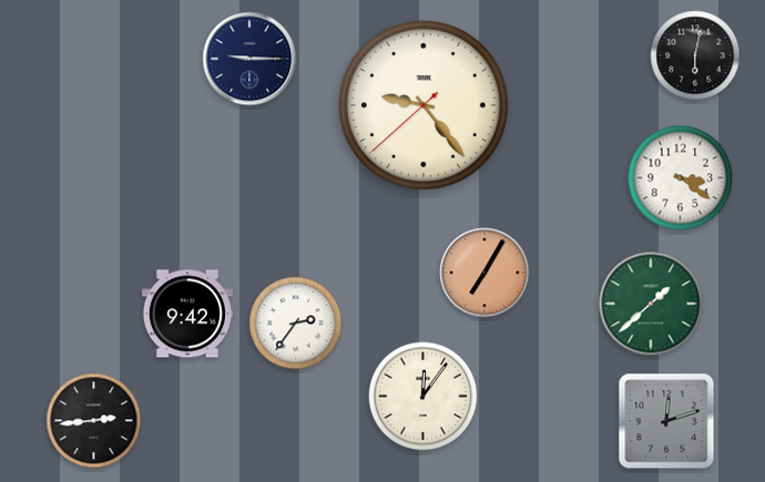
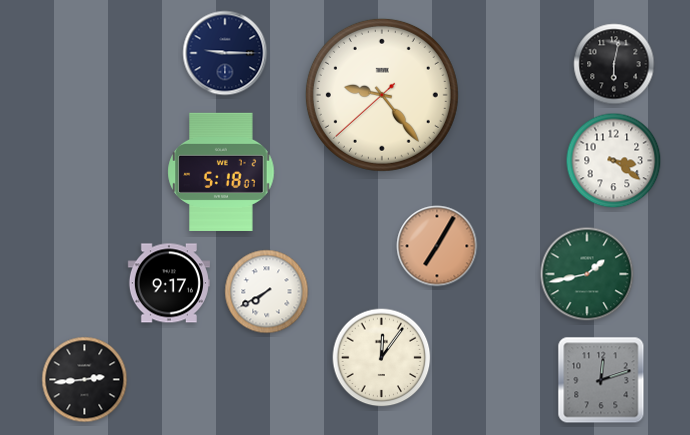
clock at (695, 55) position: (695, 55) -> (614, 64)
clock at (221, 172): none -> 5:18
clock at (651, 304): 1:38 -> 1:43
clock at (187, 314): 9:42 -> 9:17
clock at (296, 324): 2:36 -> 7:40
